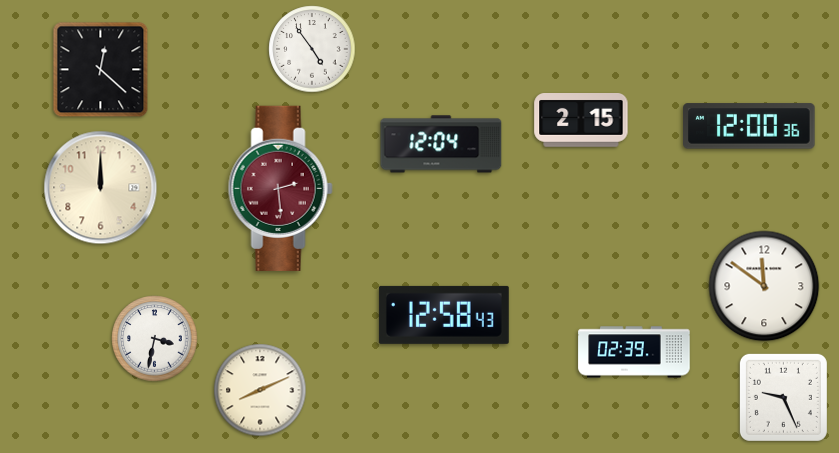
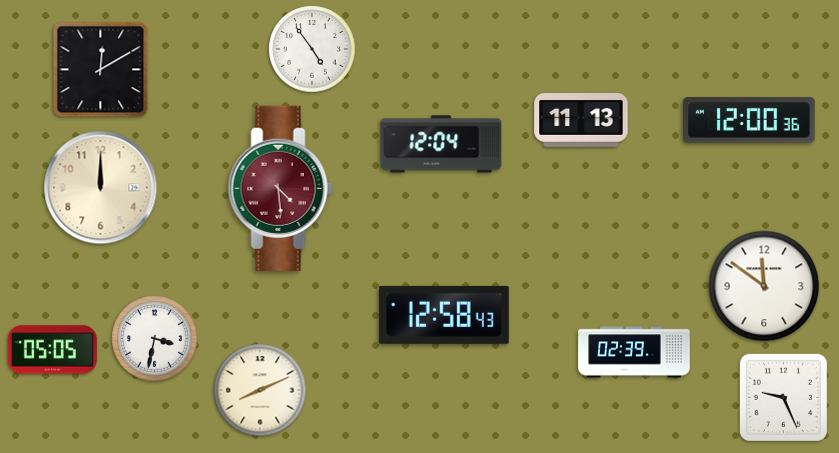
clock at (101, 70): 12:22 -> 12:10
clock at (581, 120): 2:15 -> 11:13
clock at (749, 126) position: (749, 126) -> (749, 120)
clock at (280, 188): 2:29 -> 4:29
clock at (52, 350): none -> 05:05
